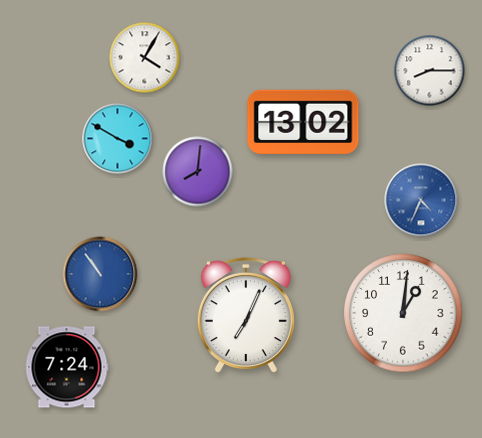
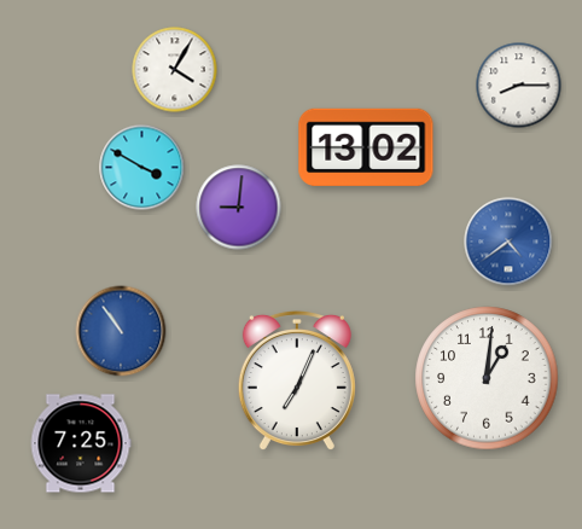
clock at (198, 172): 8:01 -> 9:01
clock at (421, 200): 4:34 -> 4:39
clock at (67, 367): 7:24 -> 7:25
